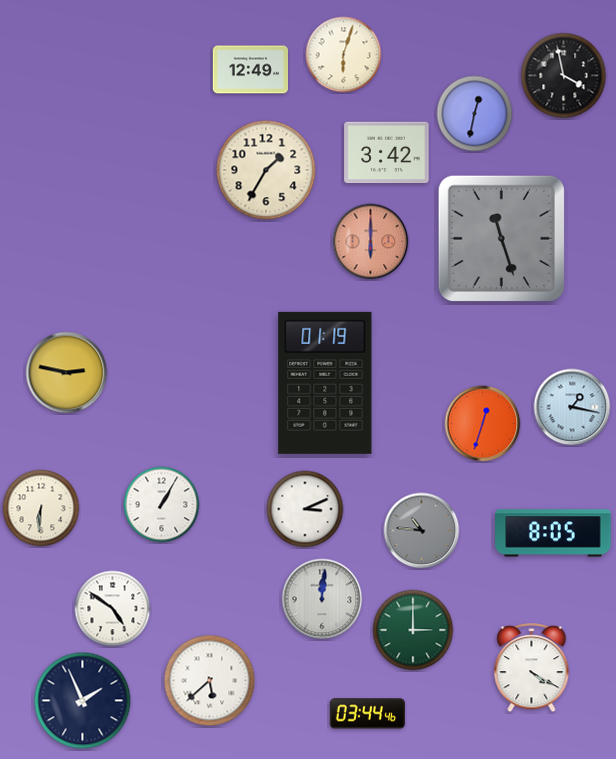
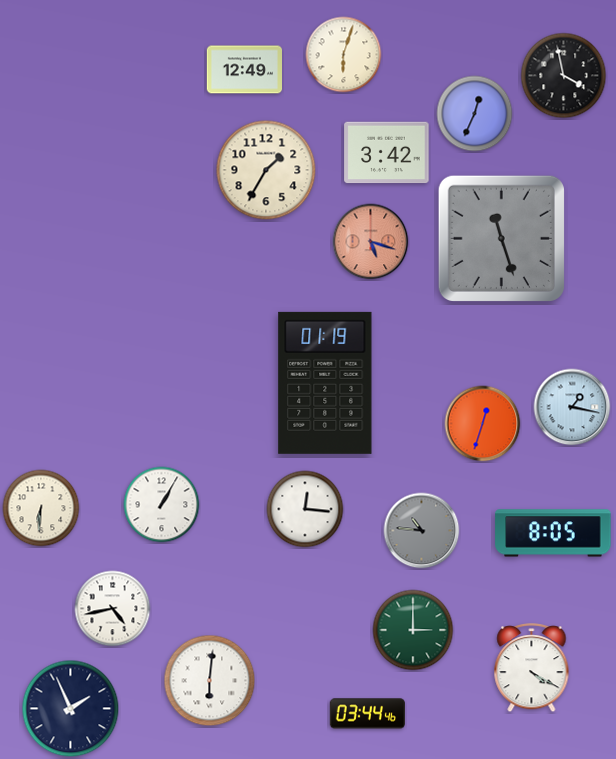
clock at (250, 70) position: (250, 70) -> (244, 70)
clock at (475, 114): 12:32 -> 12:34
clock at (371, 242): 6:00 -> 5:18
clock at (67, 373): 2:47 -> none
clock at (305, 509): 3:11 -> 12:16
clock at (322, 599): 12:01 -> none
clock at (113, 609): 4:51 -> 4:43
clock at (210, 681): 5:38 -> 6:01
clock at (83, 701) position: (83, 701) -> (71, 709)
